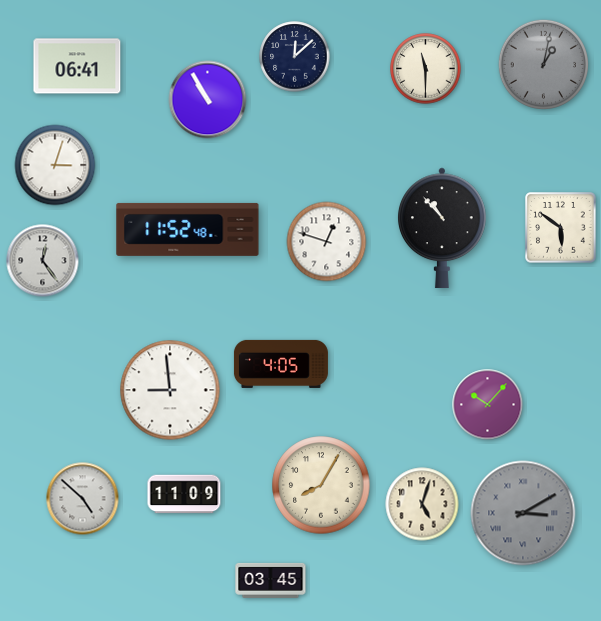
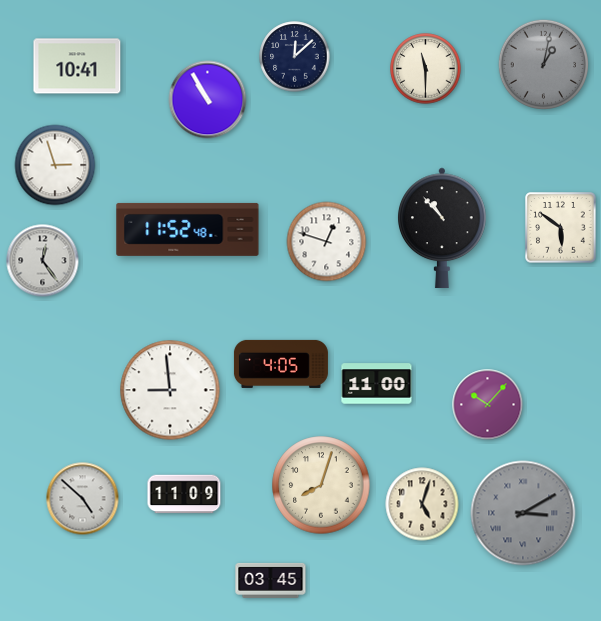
clock at (77, 66): 06:41 -> 10:41
clock at (55, 165): 3:03 -> 2:57
clock at (377, 384): none -> 11:00
clock at (321, 485): 8:05 -> 8:03
